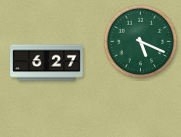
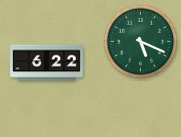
clock at (47, 63): 6:27 -> 6:22
